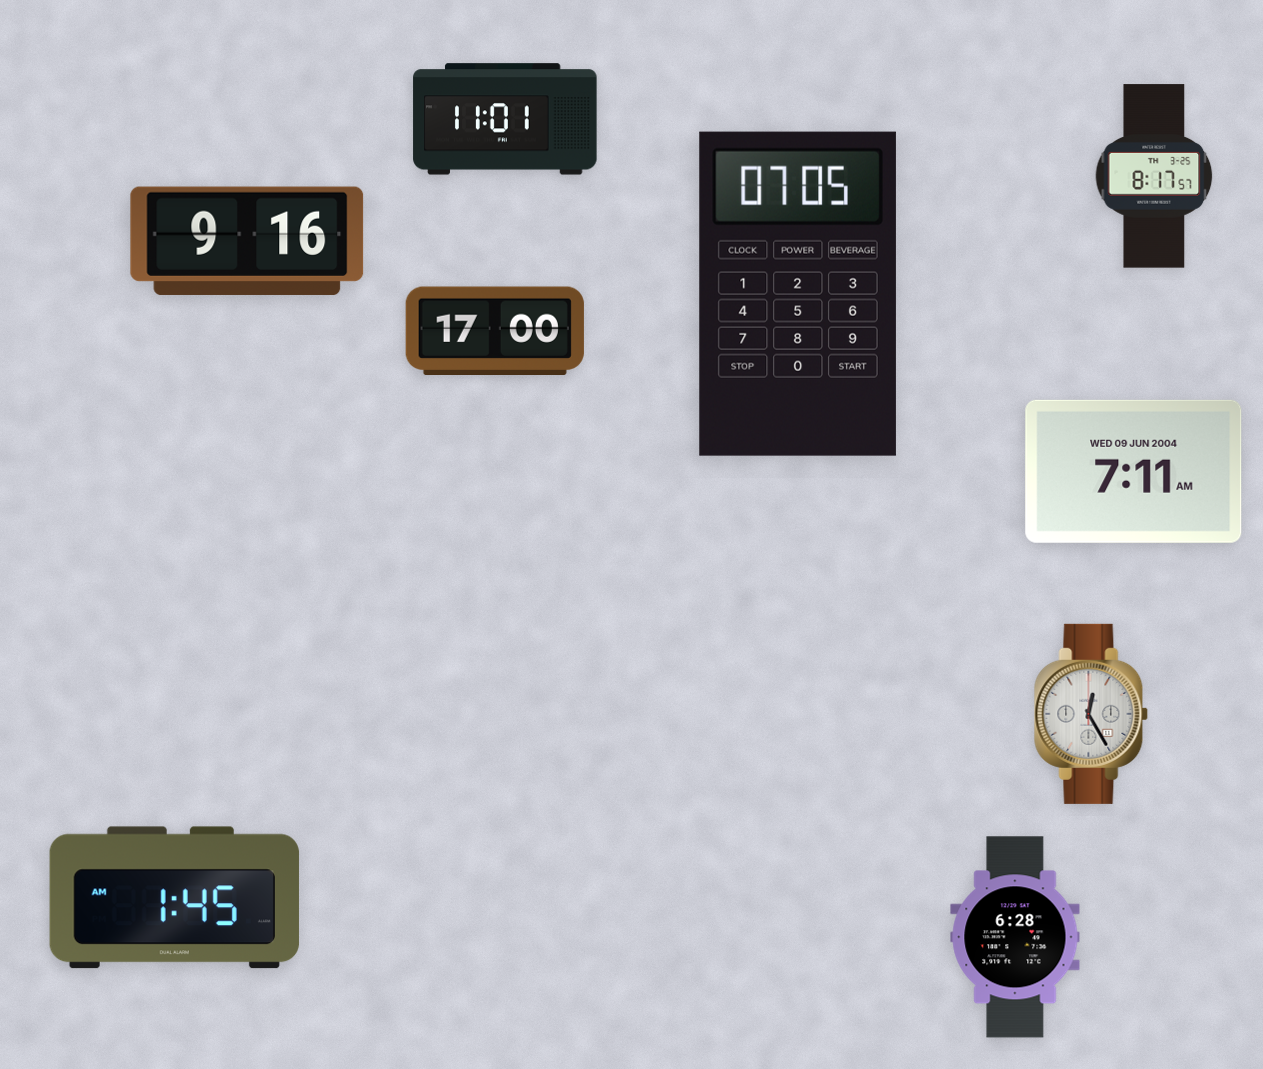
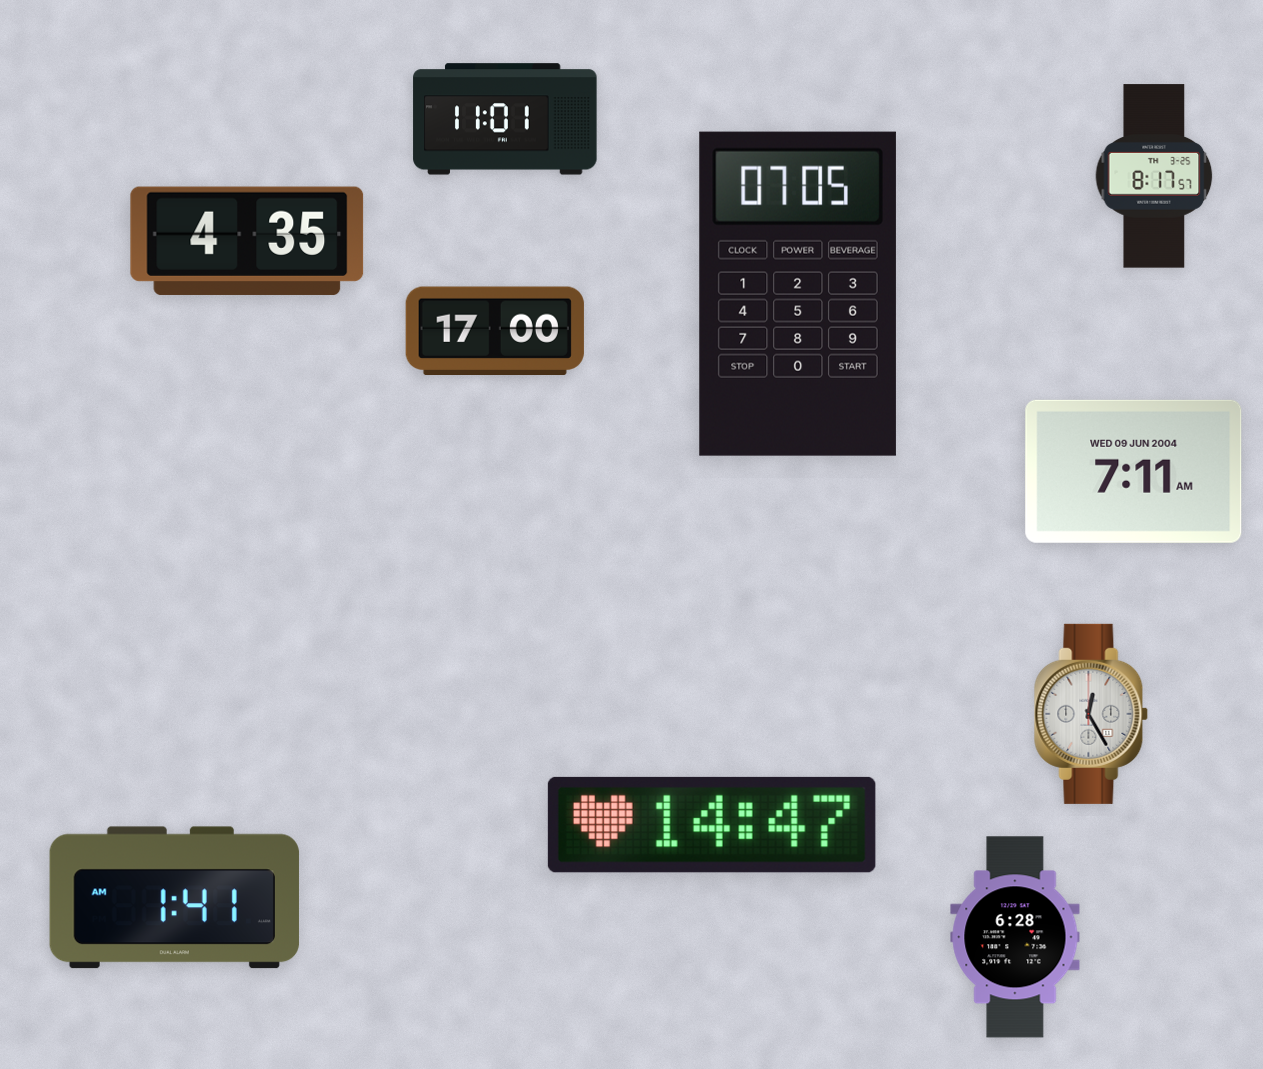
clock at (247, 241): 9:16 -> 4:35
clock at (712, 825): none -> 14:47
clock at (174, 898): 1:45 -> 1:41
